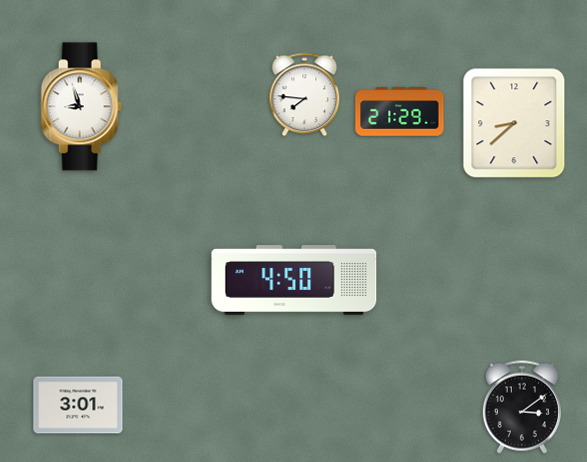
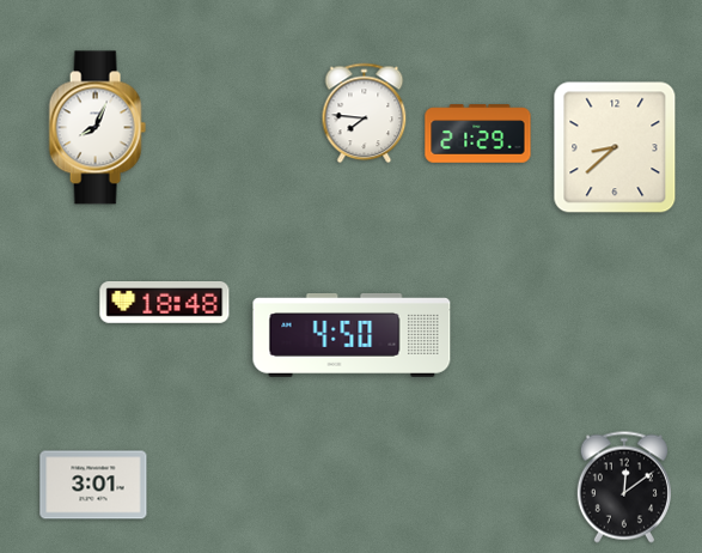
clock at (81, 107): 8:57 -> 8:04
clock at (165, 303): none -> 18:48
clock at (522, 407): 3:09 -> 12:09
